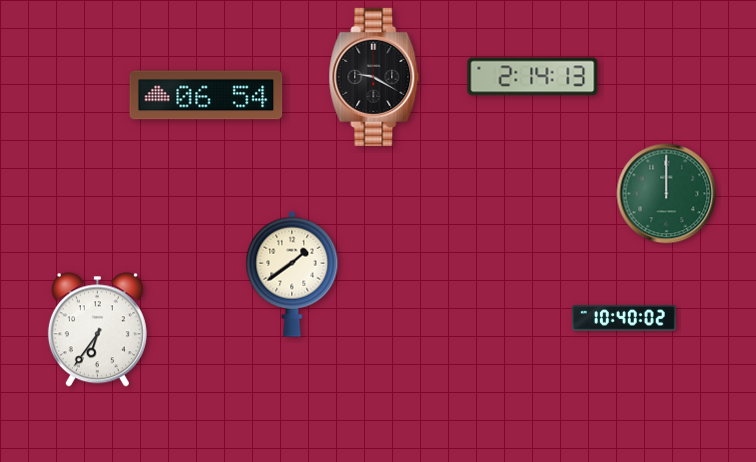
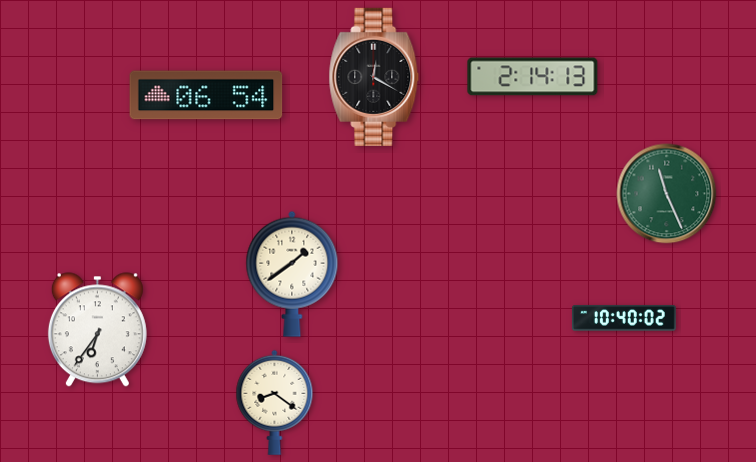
clock at (374, 77): 9:20 -> 12:20
clock at (667, 194): 12:00 -> 11:26
clock at (275, 402): none -> 8:21
